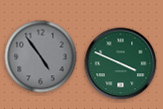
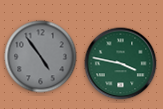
clock at (121, 64): 3:49 -> 3:47
